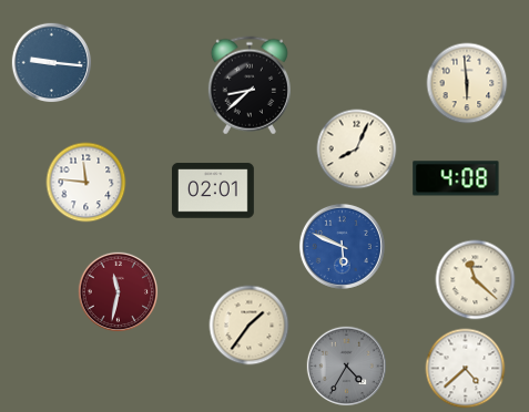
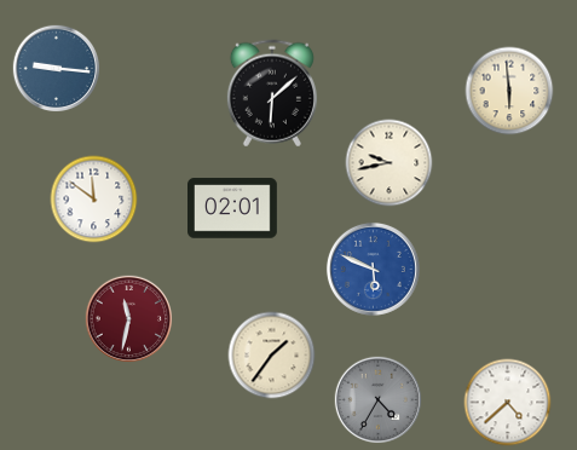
clock at (250, 85): 8:38 -> 6:08
clock at (357, 150): 8:04 -> 9:43
clock at (456, 178): 4:08 -> none
clock at (87, 183): 11:46 -> 11:51
clock at (476, 280): 11:22 -> none
